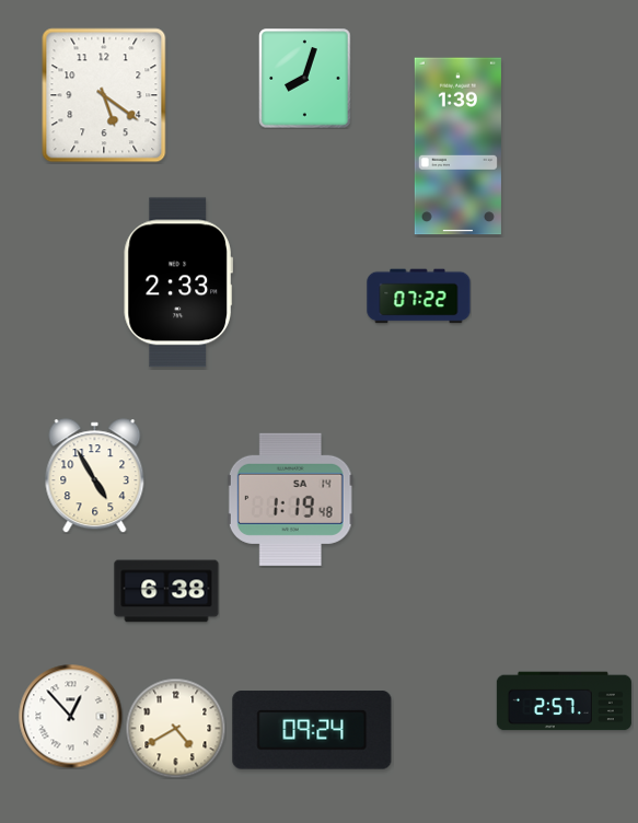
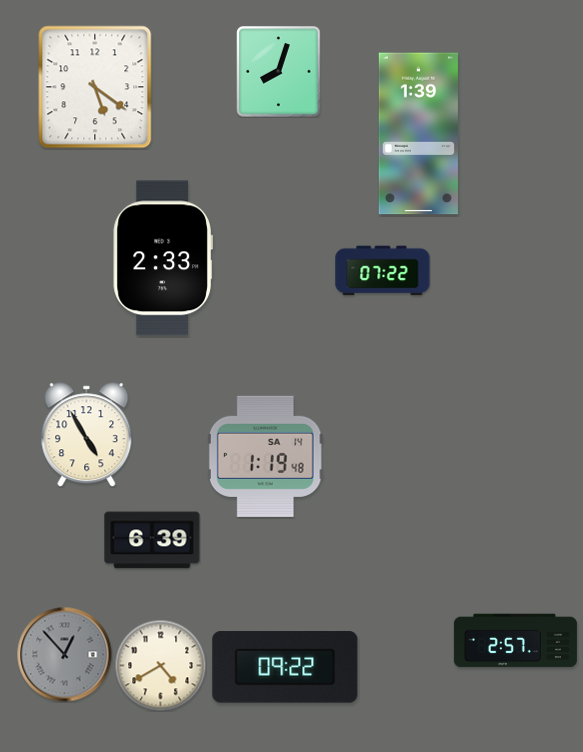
clock at (166, 591): 6:38 -> 6:39
clock at (70, 716) dial: white -> grey
clock at (312, 730): 09:24 -> 09:22
